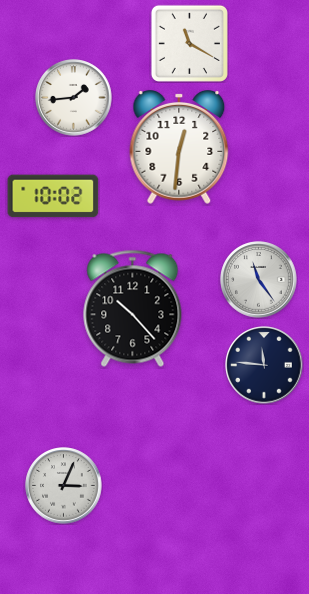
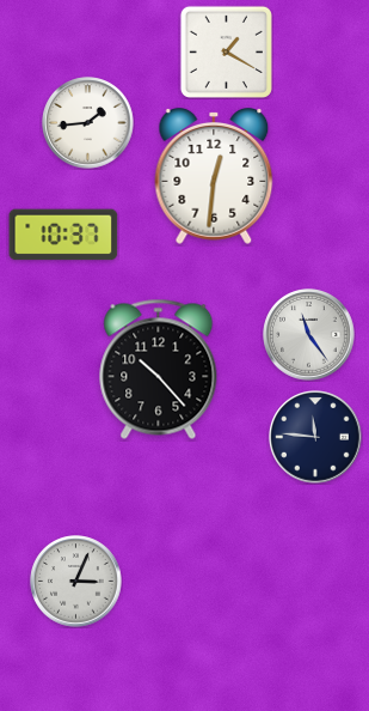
clock at (189, 43): 11:20 -> 1:20
clock at (74, 98) position: (74, 98) -> (88, 123)
clock at (53, 196): 10:02 -> 10:37
